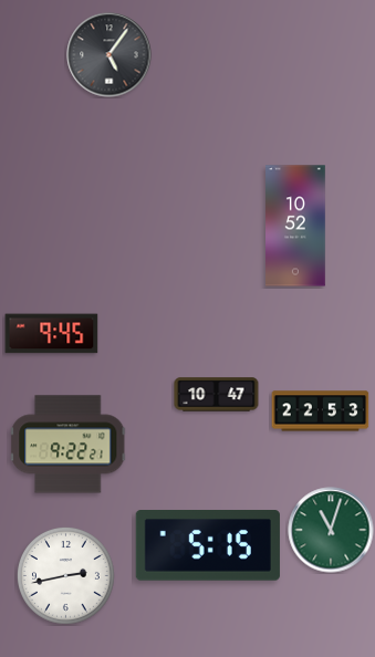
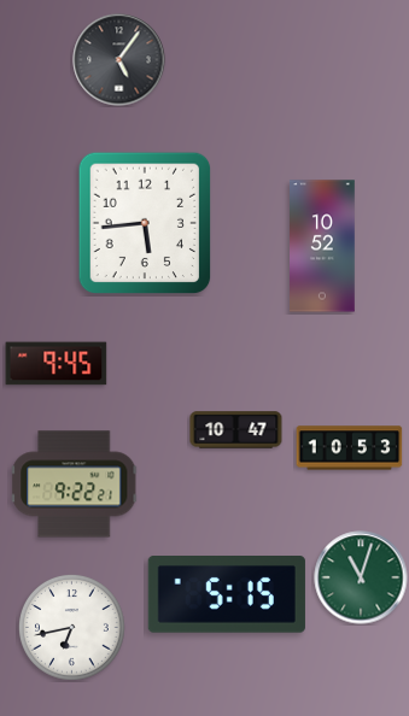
clock at (145, 223): none -> 5:44
clock at (321, 411): 22:53 -> 10:53
clock at (65, 575): 2:43 -> 6:43
